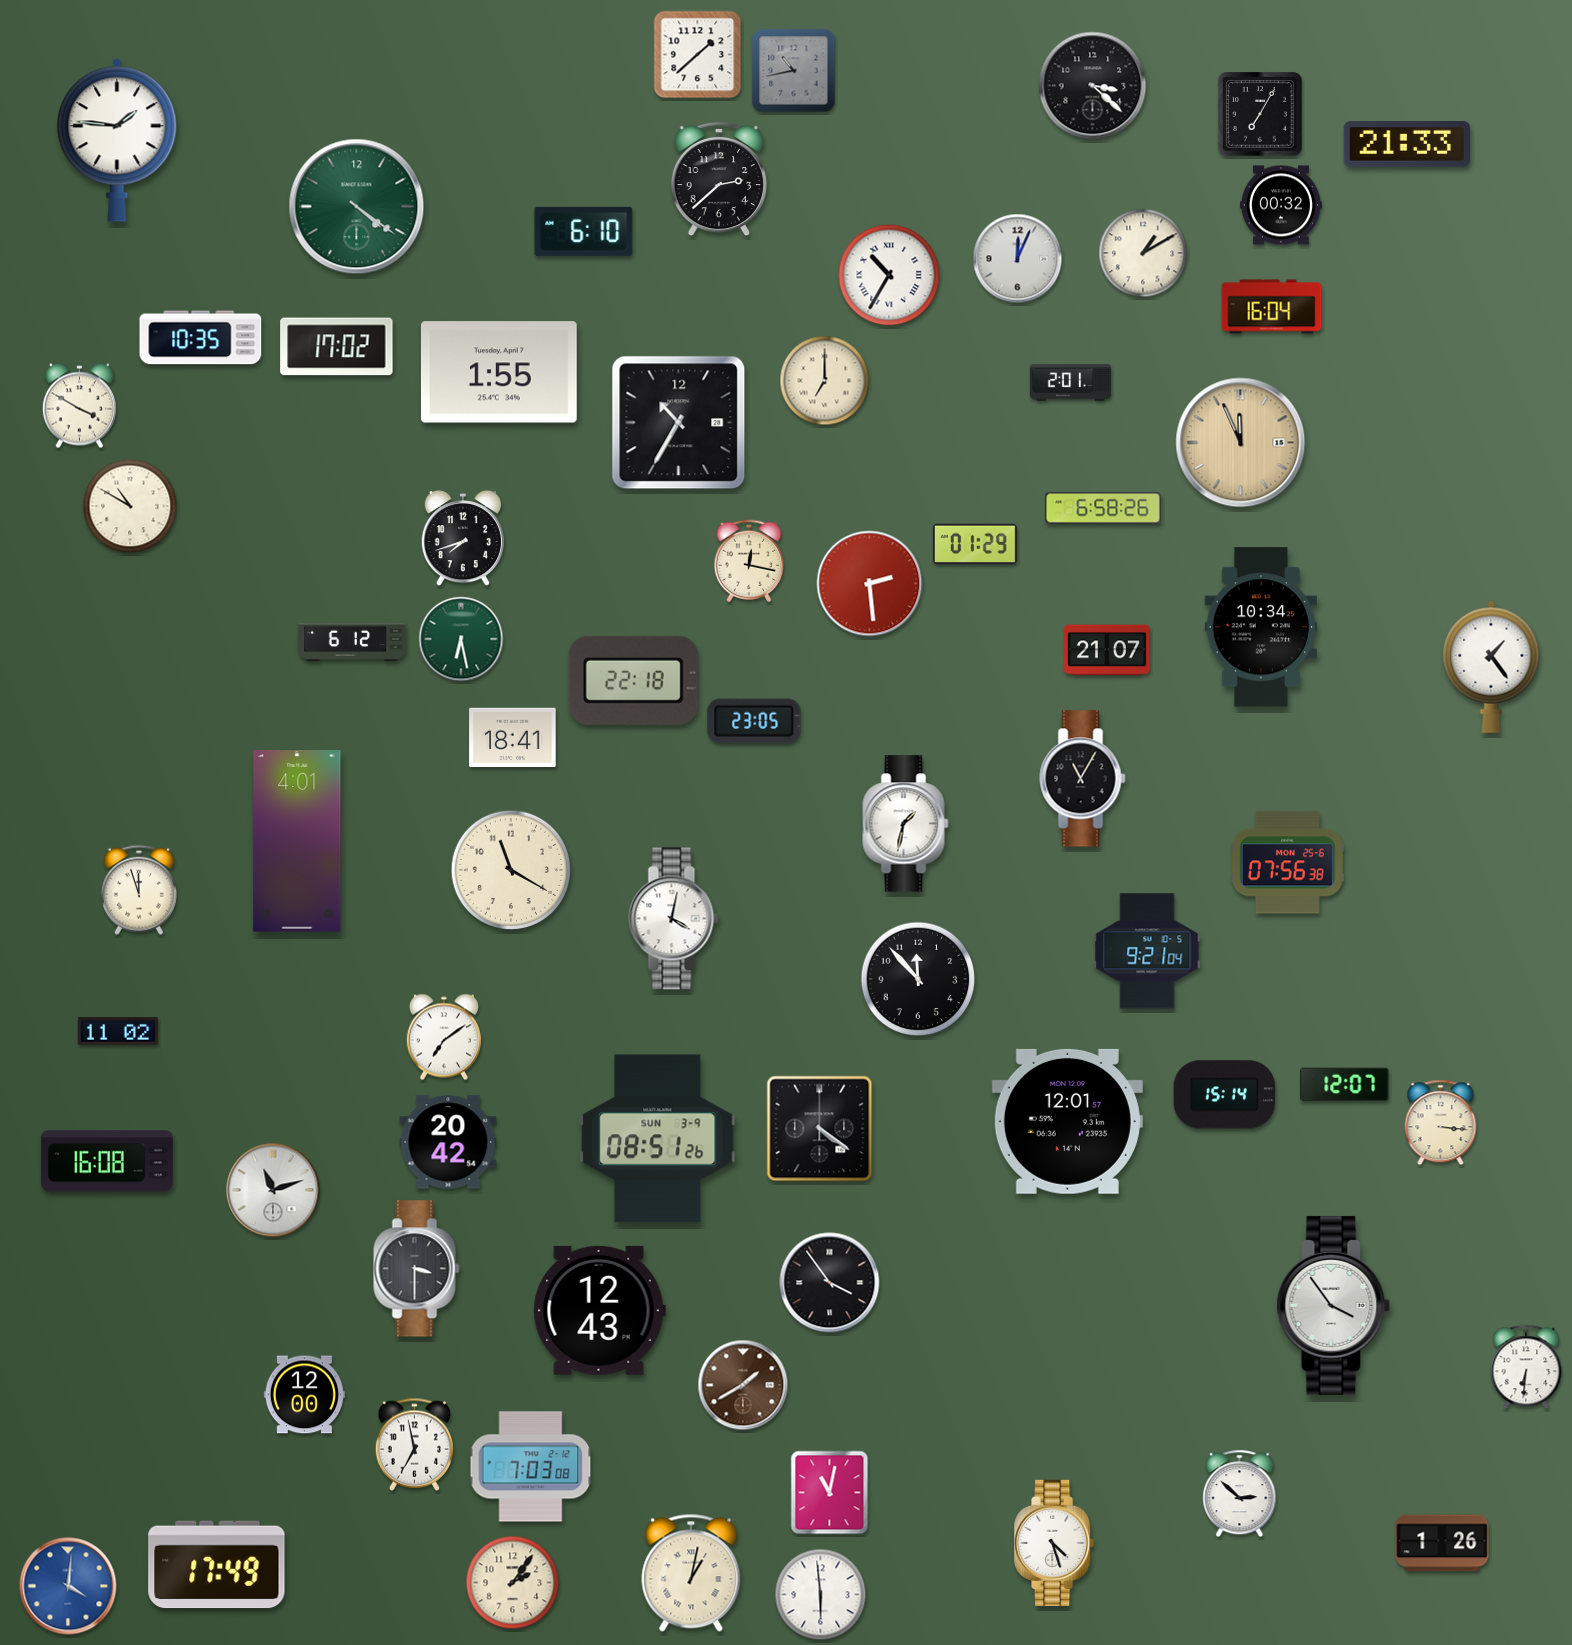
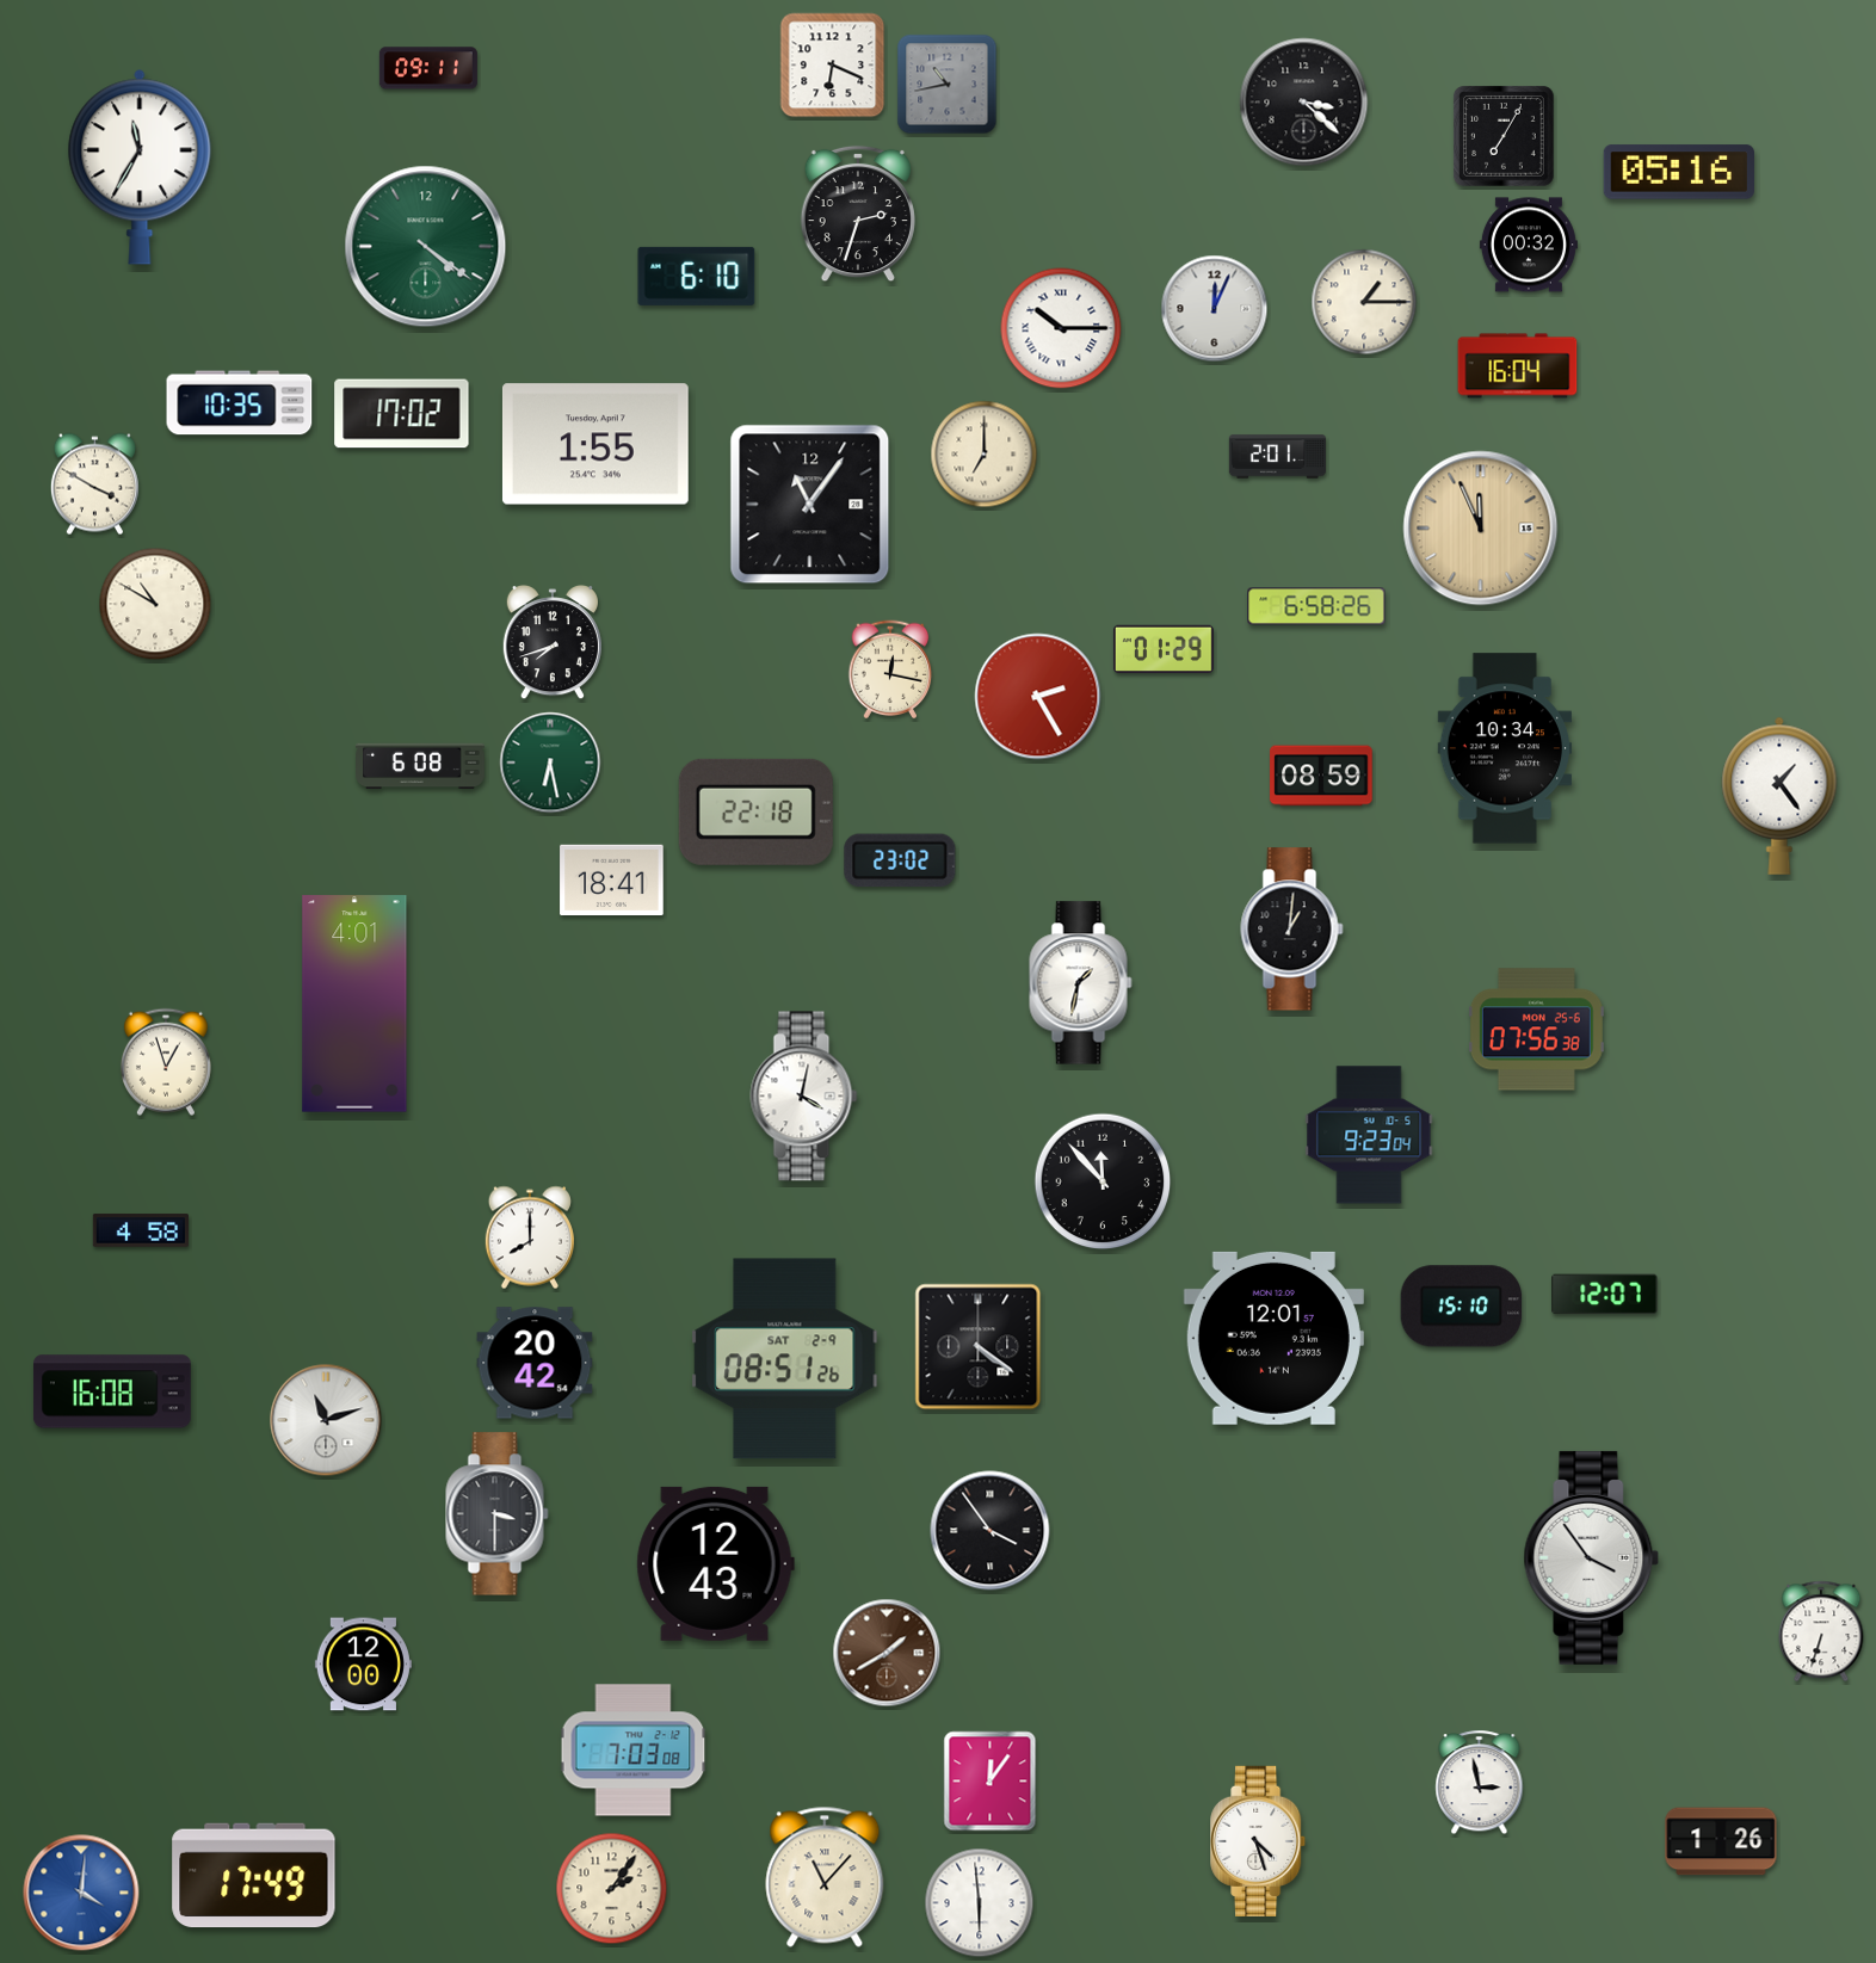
clock at (698, 55): 1:38 -> 6:19
clock at (428, 68): none -> 09:11
clock at (117, 140): 1:46 -> 11:35
clock at (1407, 144): 21:33 -> 05:16
clock at (718, 179): 2:38 -> 2:33
clock at (1143, 253): 1:10 -> 1:15
clock at (889, 275): 10:35 -> 10:15
clock at (679, 423): 10:35 -> 11:06
clock at (749, 561) position: (749, 561) -> (890, 669)
clock at (870, 584): 2:29 -> 2:25
clock at (353, 642): 6:12 -> 6:08
clock at (1107, 650): 21:07 -> 08:59
clock at (754, 721): 23:05 -> 23:02
clock at (1083, 779): 11:05 -> 1:01
clock at (511, 870): 11:20 -> none
clock at (139, 890): 11:57 -> 12:57
clock at (1147, 951): 9:21 -> 9:23
clock at (918, 979) position: (918, 979) -> (1103, 1181)
clock at (117, 1031): 11:02 -> 4:58
clock at (444, 1037): 7:09 -> 8:00
clock at (1225, 1095): 15:14 -> 15:10
clock at (1441, 1123): 3:16 -> none
clock at (658, 1139) date: SUN 3-9 -> SAT 2-9
clock at (107, 1161) position: (107, 1161) -> (112, 1391)
clock at (1526, 1367): 6:31 -> 6:33
clock at (415, 1444): 6:58 -> none
clock at (830, 1493): 11:02 -> 12:06
clock at (1240, 1494): 2:52 -> 2:58
clock at (217, 1565) position: (217, 1565) -> (254, 1876)
clock at (691, 1573): 1:02 -> 11:07
